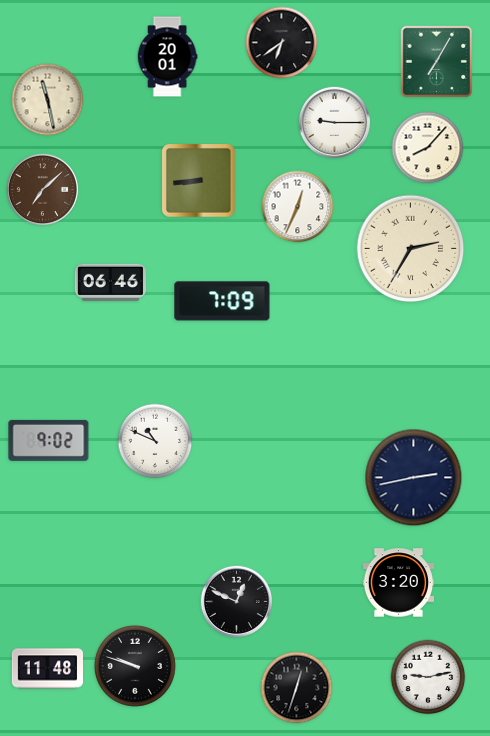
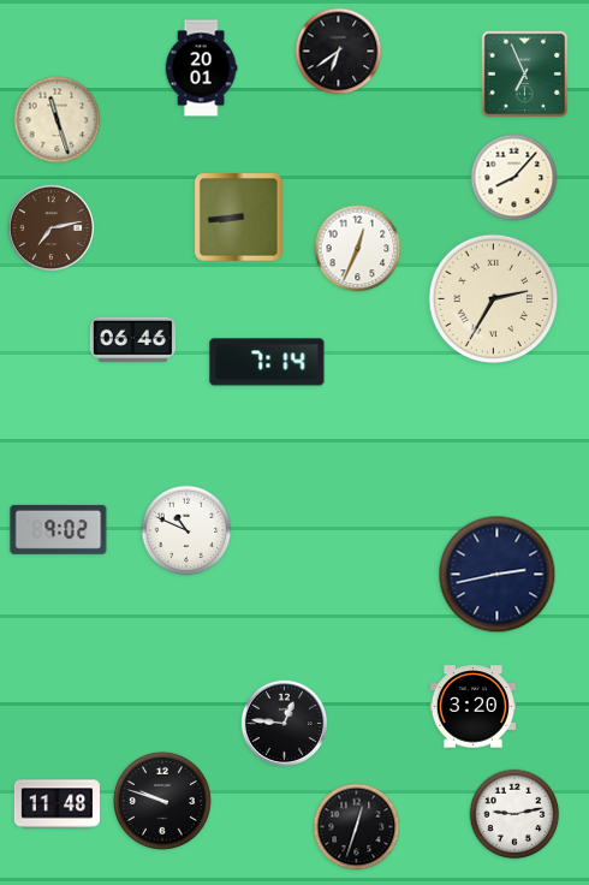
clock at (437, 62): 7:05 -> 6:56
clock at (48, 100): 11:28 -> 11:27
clock at (334, 122): 9:15 -> none
clock at (42, 189): 7:08 -> 7:13
clock at (222, 301): 7:09 -> 7:14
clock at (398, 583) position: (398, 583) -> (472, 707)
clock at (236, 601): 12:49 -> 12:46
